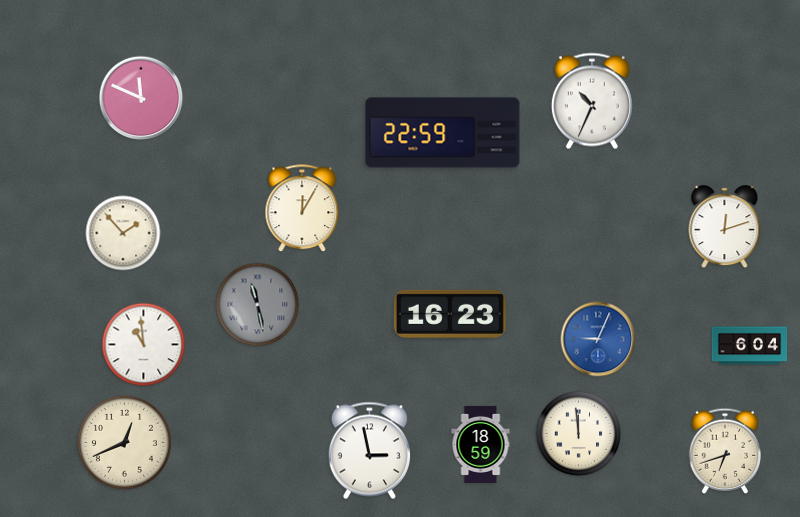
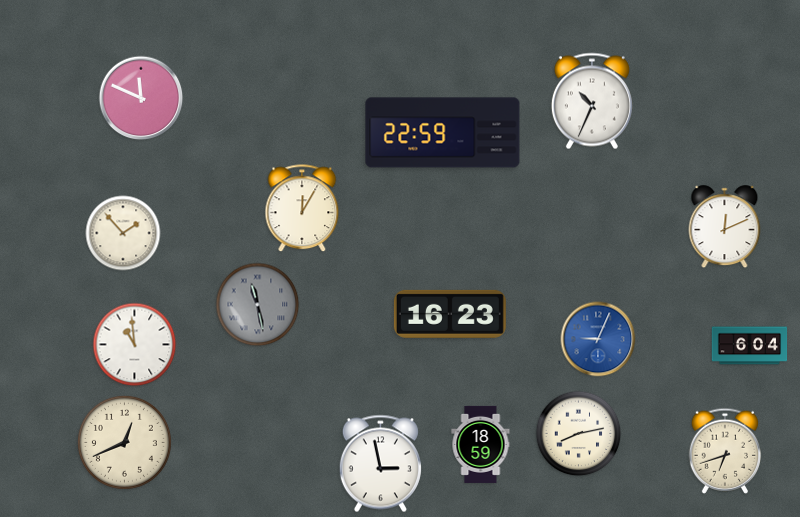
clock at (725, 227): 12:12 -> 12:11
clock at (144, 345) position: (144, 345) -> (135, 345)
clock at (579, 434): 11:59 -> 8:13
clock at (369, 451) position: (369, 451) -> (380, 464)
